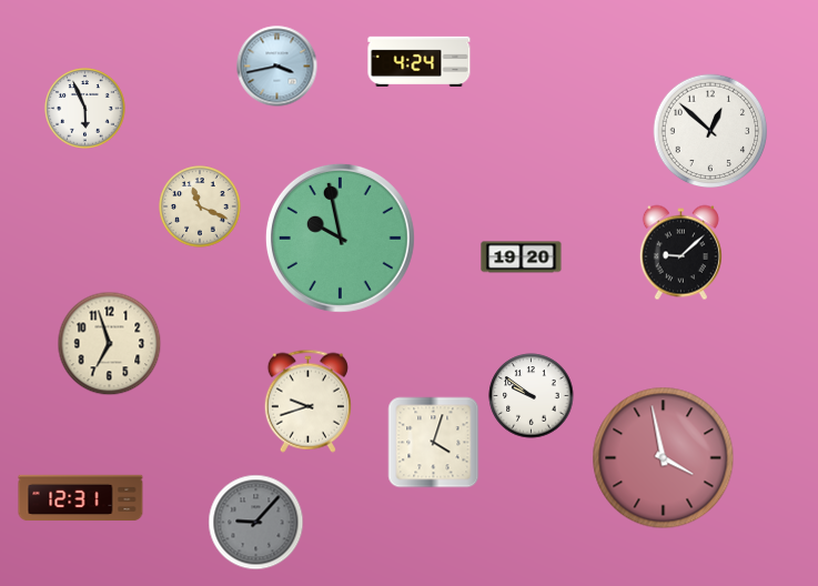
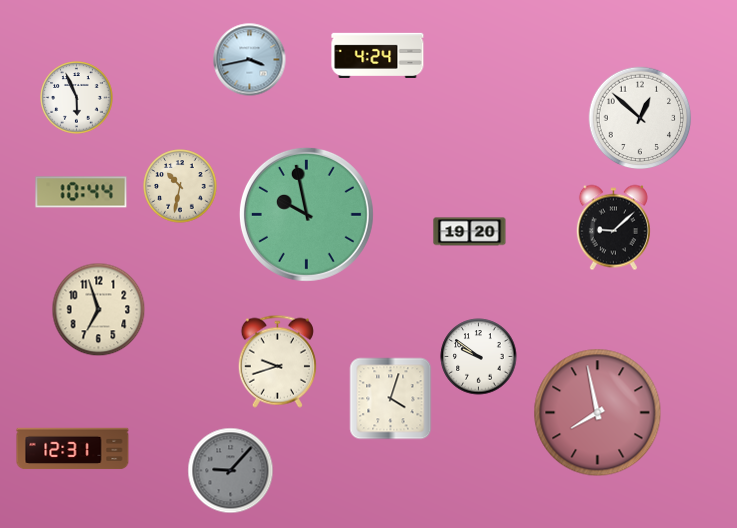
clock at (200, 206): 11:19 -> 10:32
clock at (81, 192): none -> 10:44
clock at (664, 458): 3:58 -> 7:58
